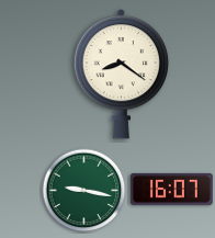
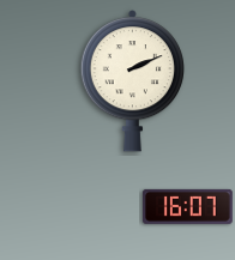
clock at (121, 75): 8:21 -> 2:11
clock at (84, 191): 9:17 -> none
